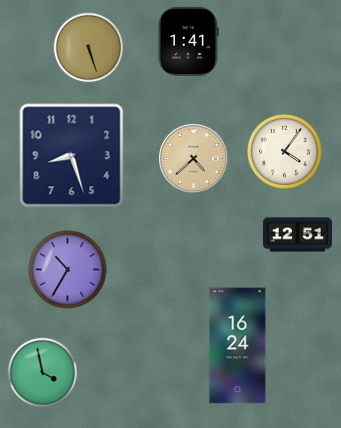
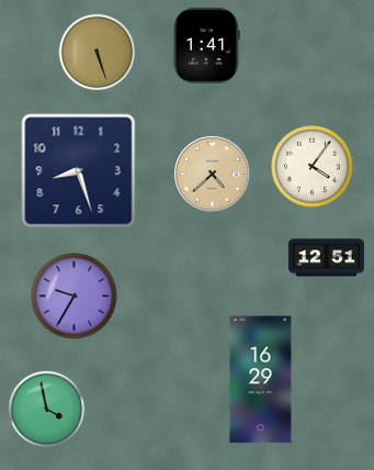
clock at (68, 270): 10:35 -> 9:35
clock at (238, 346): 16:24 -> 16:29
